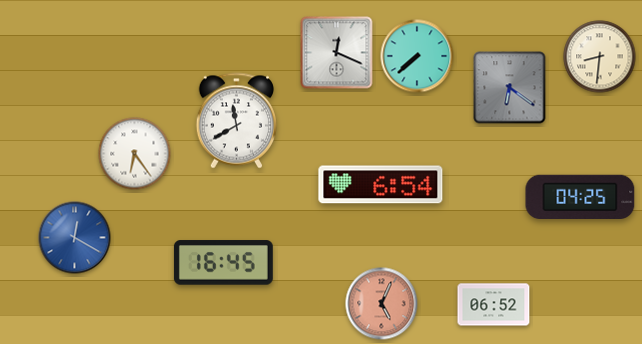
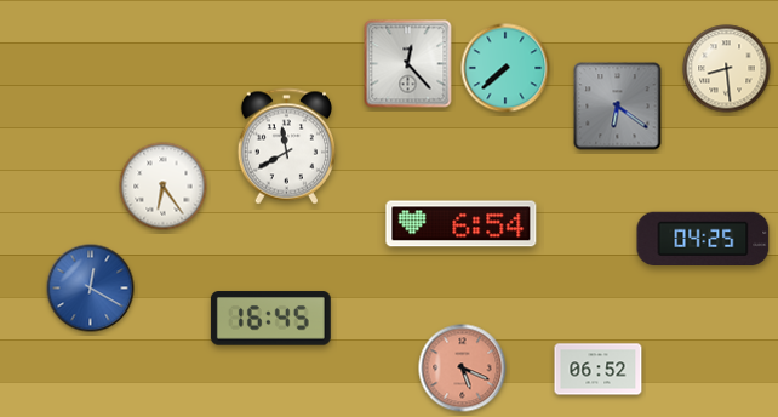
clock at (337, 53): 12:19 -> 12:23
clock at (600, 57): 8:31 -> 8:29
clock at (382, 304): 5:04 -> 5:19
